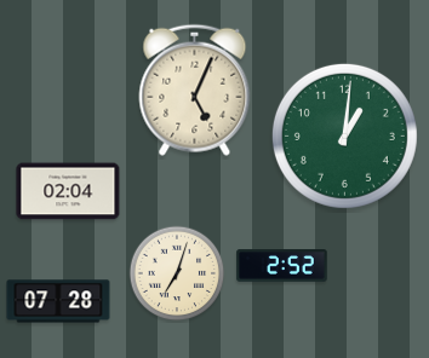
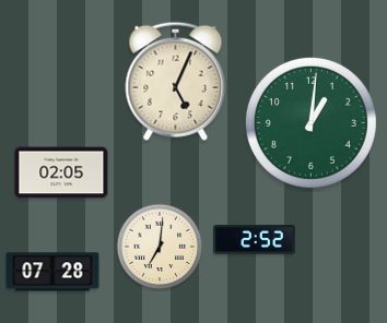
clock at (68, 191): 02:04 -> 02:05
clock at (177, 273): 7:03 -> 7:01
